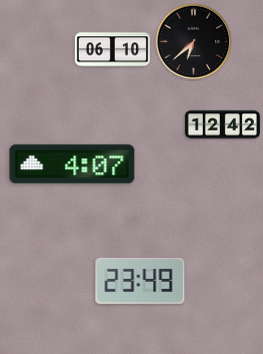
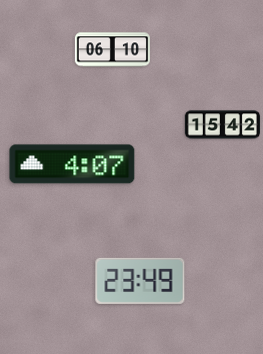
clock at (194, 42): 6:38 -> none
clock at (222, 125): 12:42 -> 15:42
